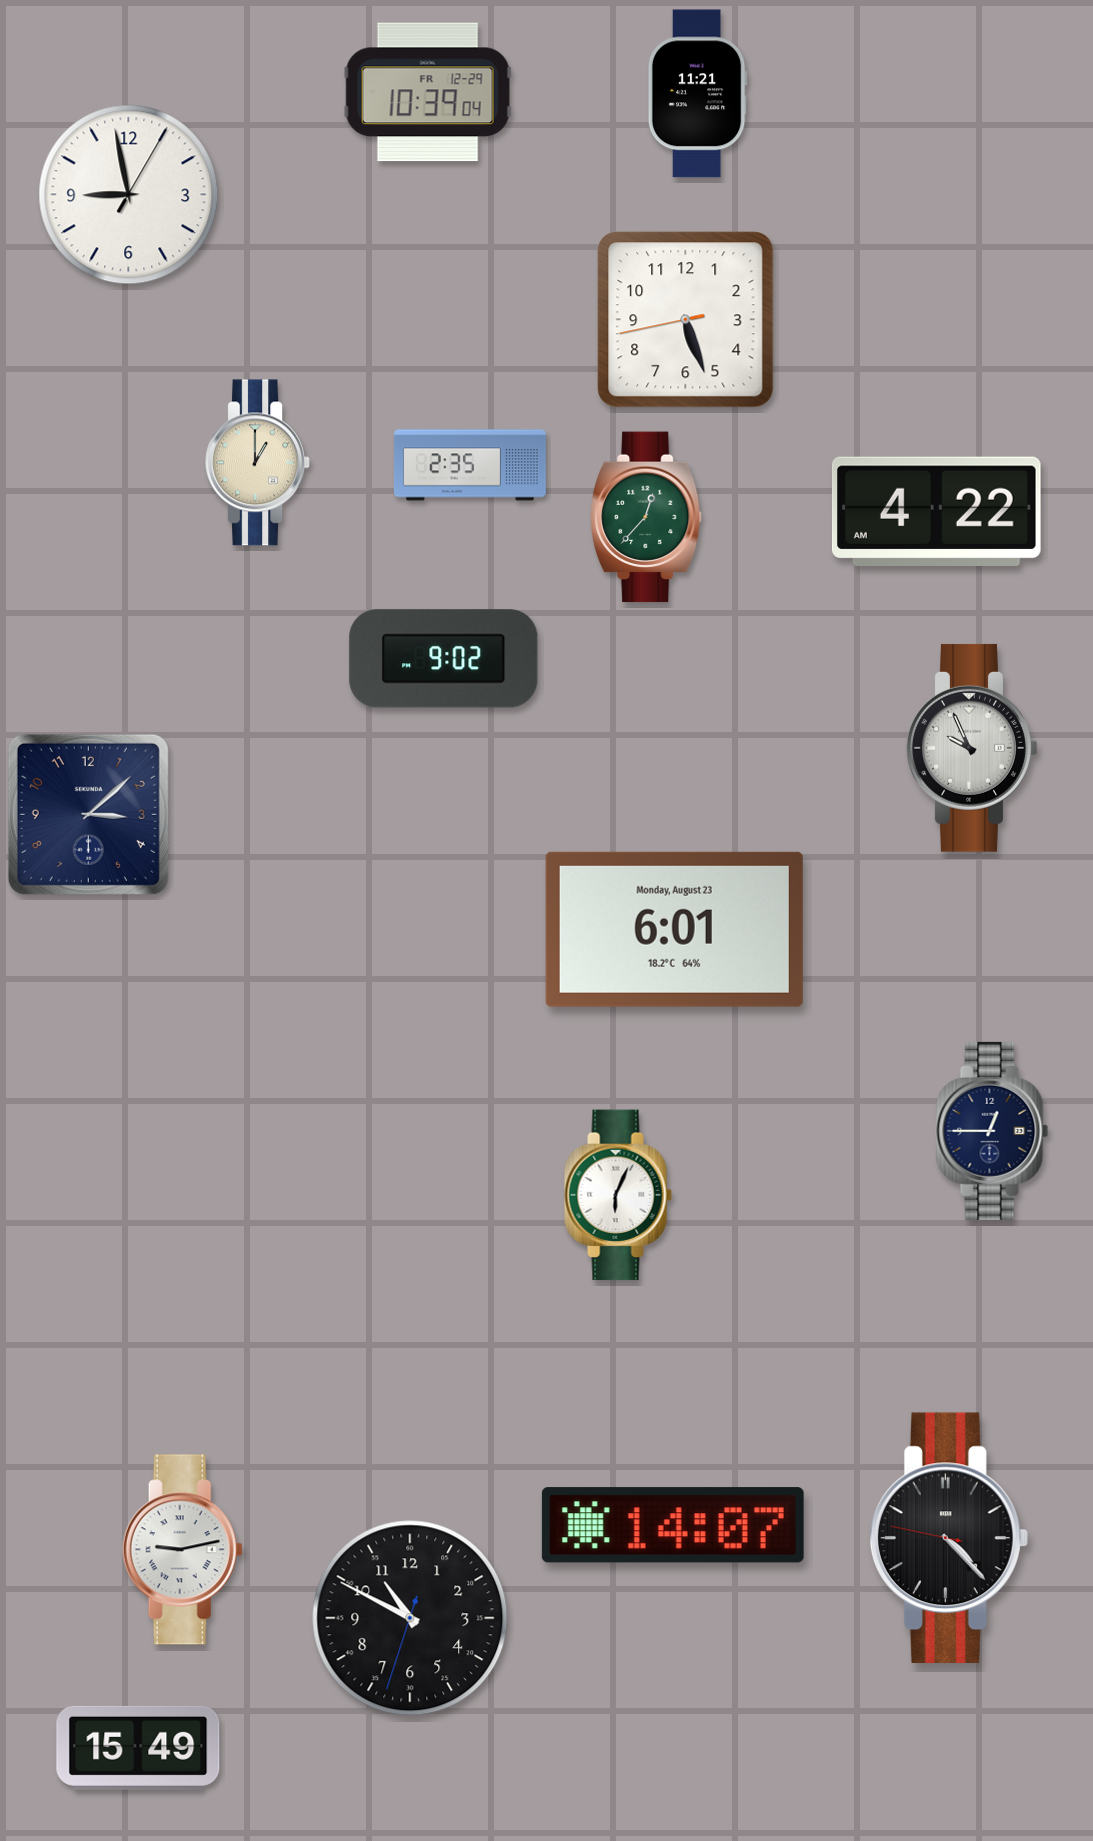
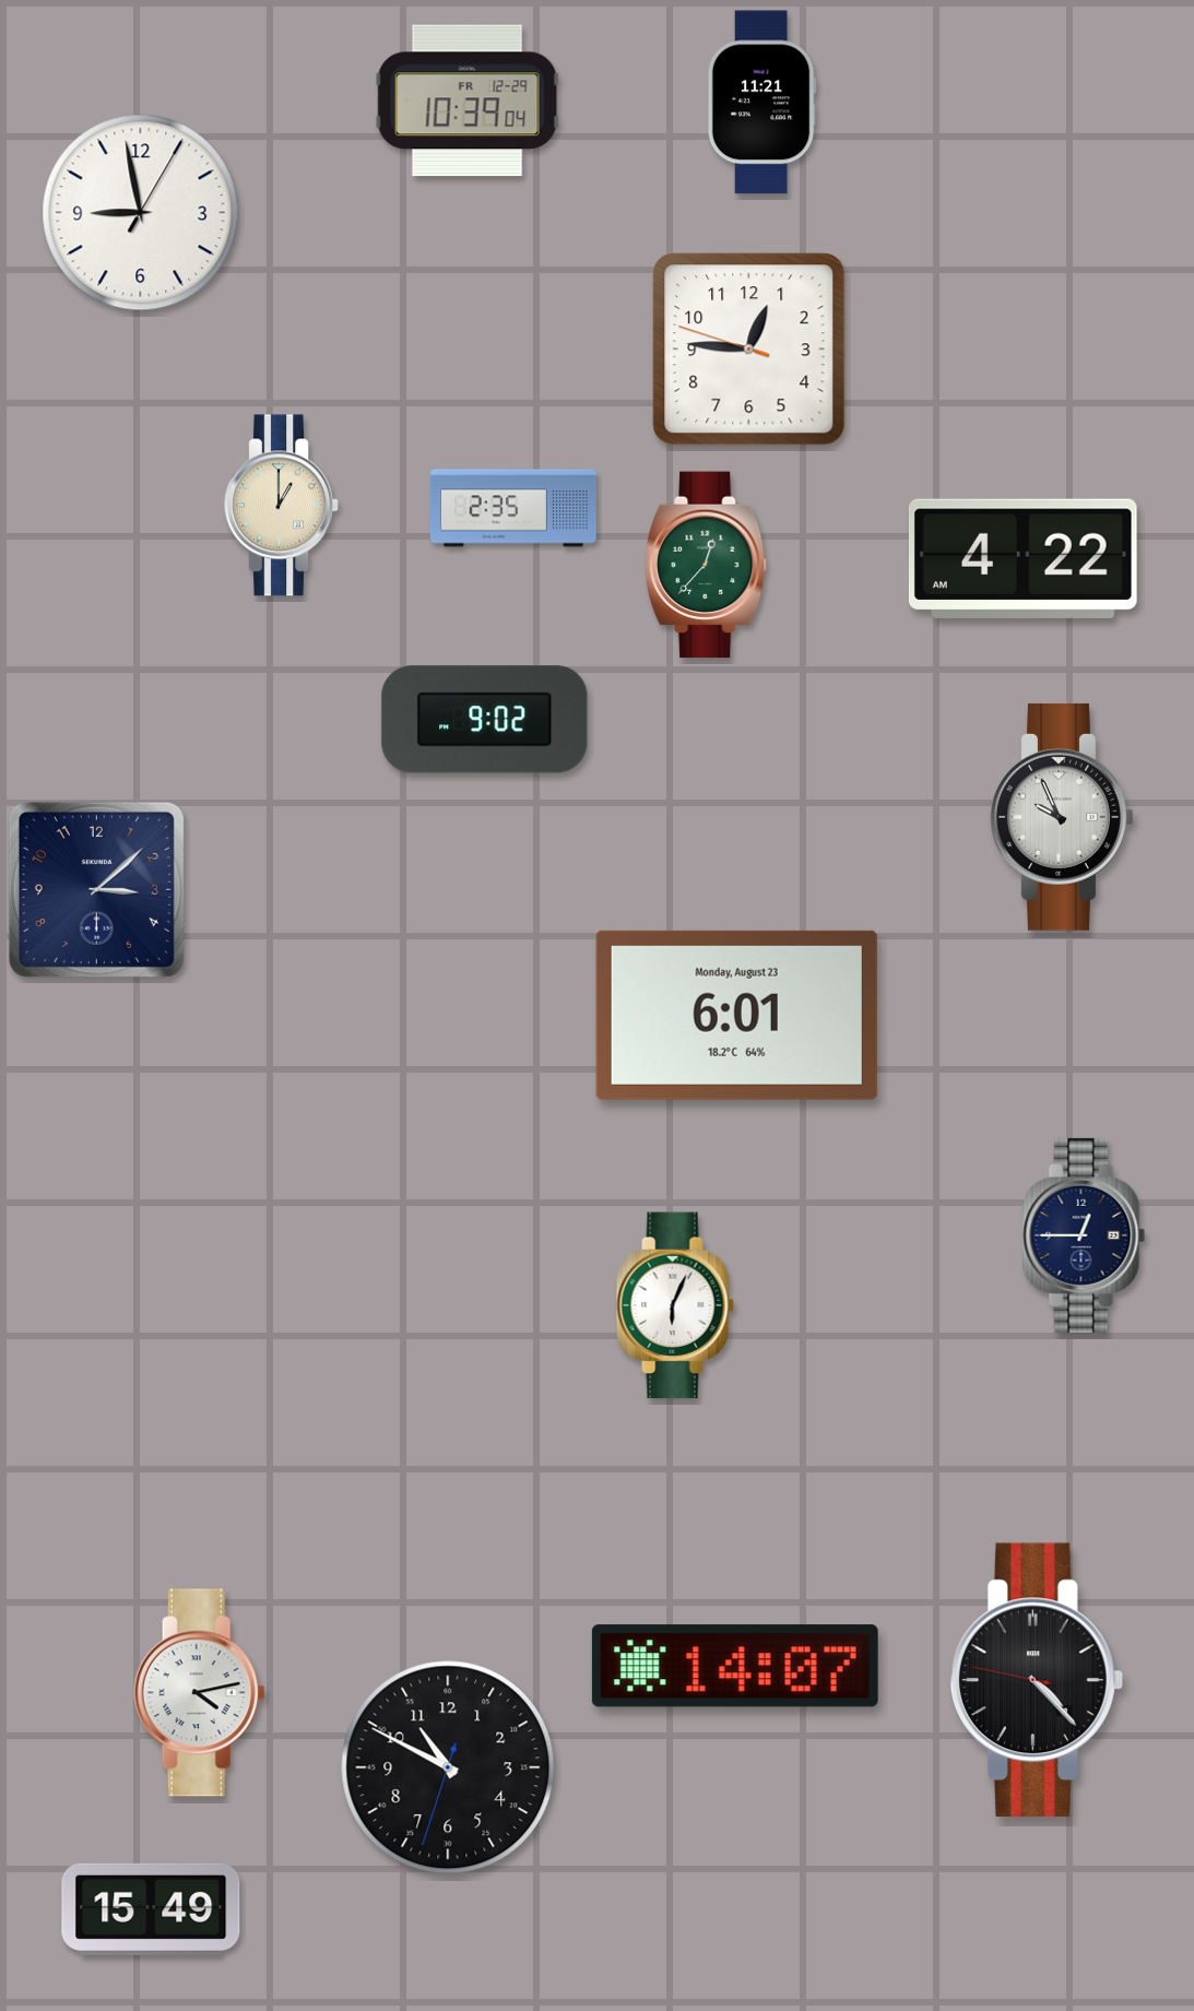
clock at (686, 320): 5:26 -> 12:45
clock at (182, 1550): 9:13 -> 4:13
